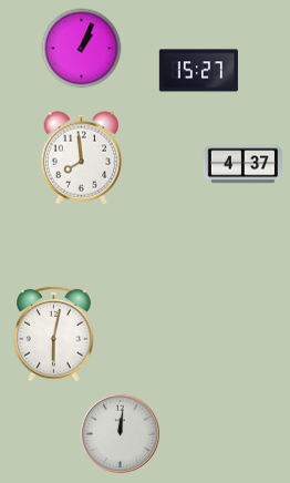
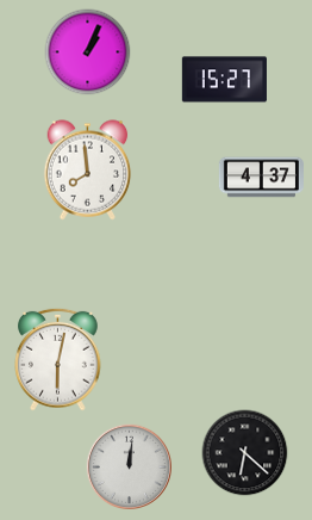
clock at (198, 71) position: (198, 71) -> (224, 80)
clock at (245, 453): none -> 6:22
